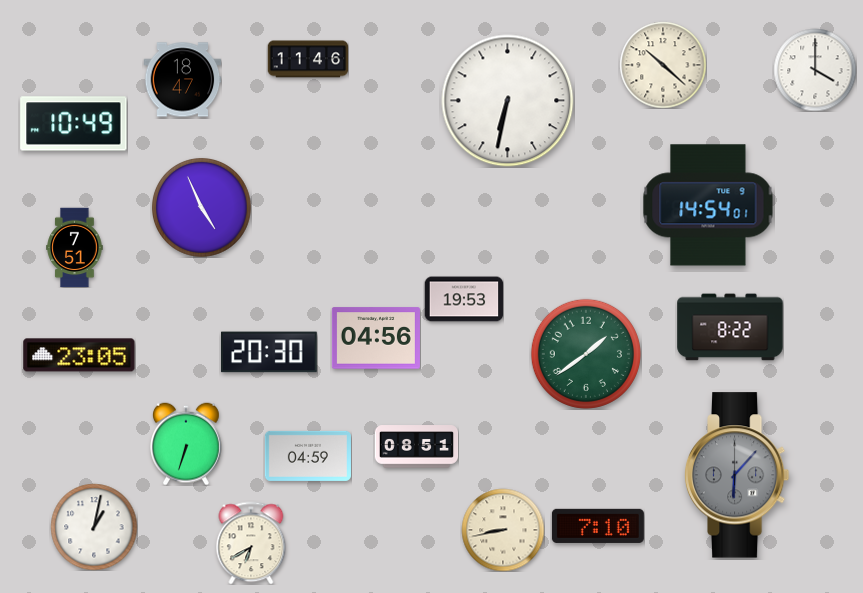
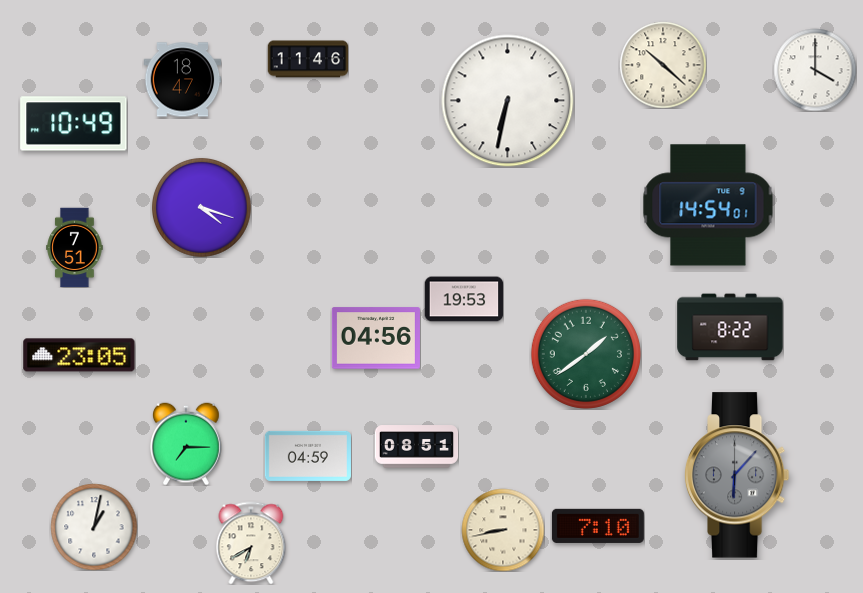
clock at (201, 207): 4:56 -> 4:18
clock at (269, 352): 20:30 -> none
clock at (187, 444): 6:33 -> 7:15
